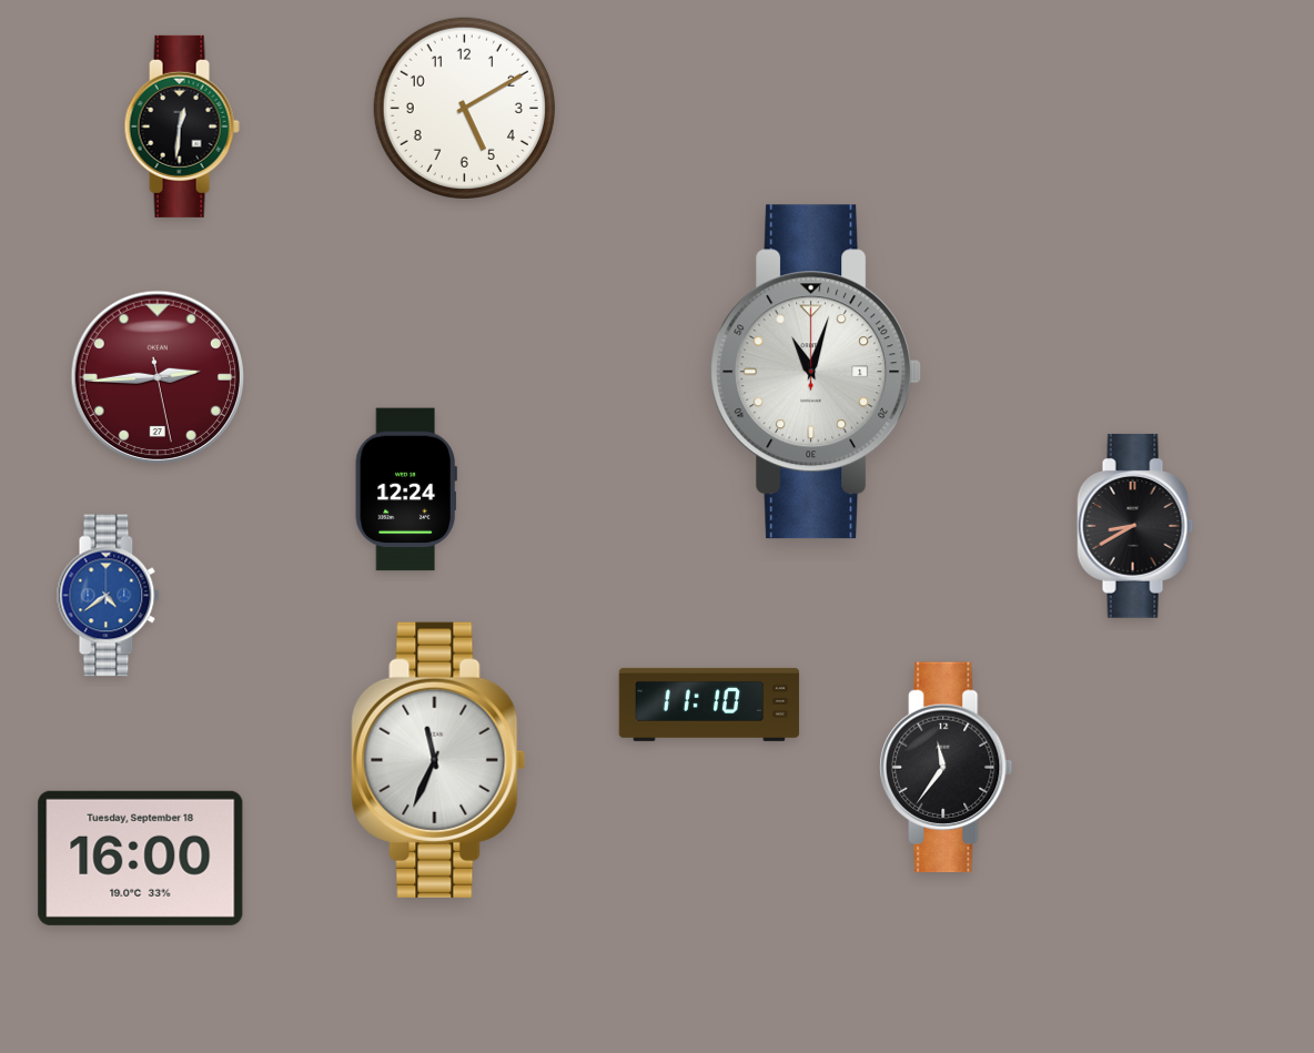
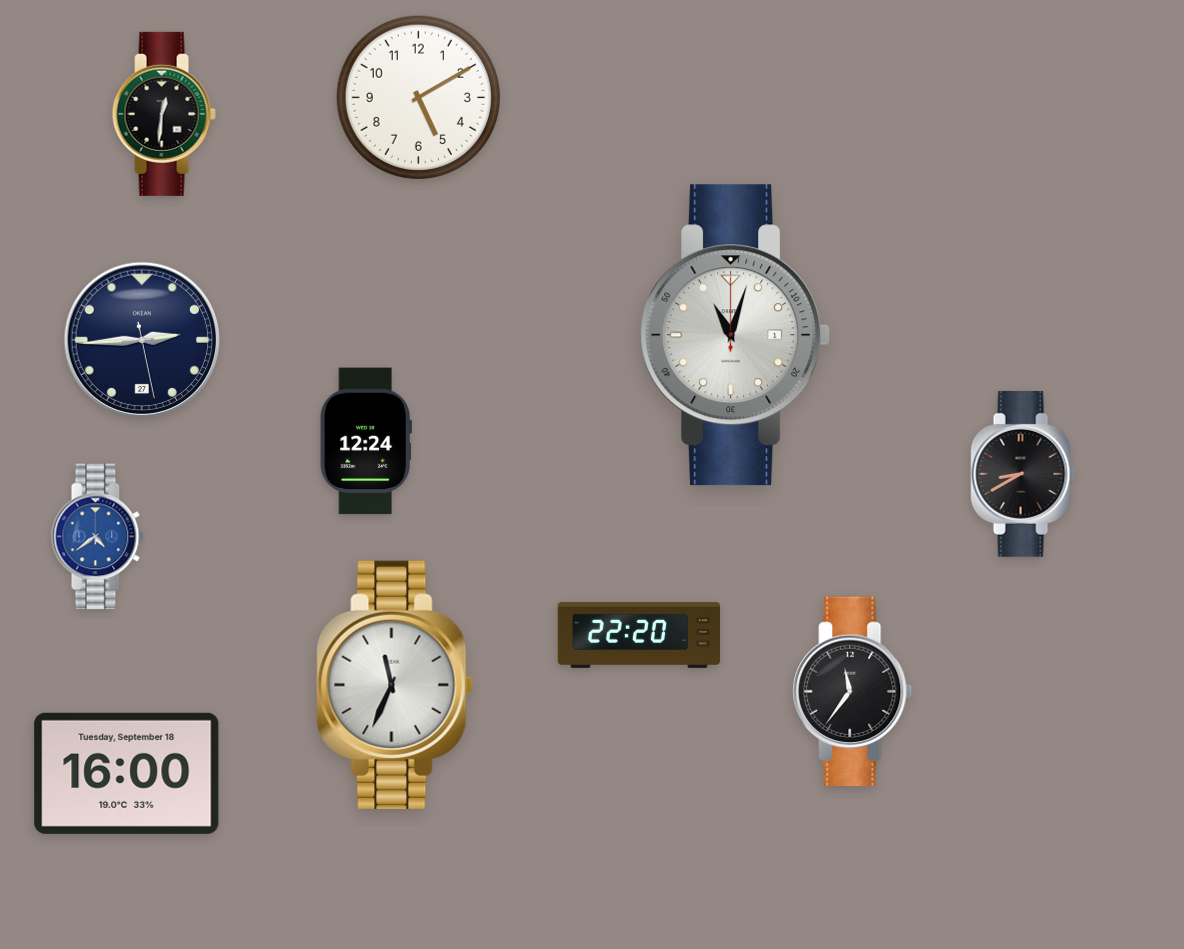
clock at (158, 377) dial: burgundy -> navy
clock at (709, 705): 11:10 -> 22:20
